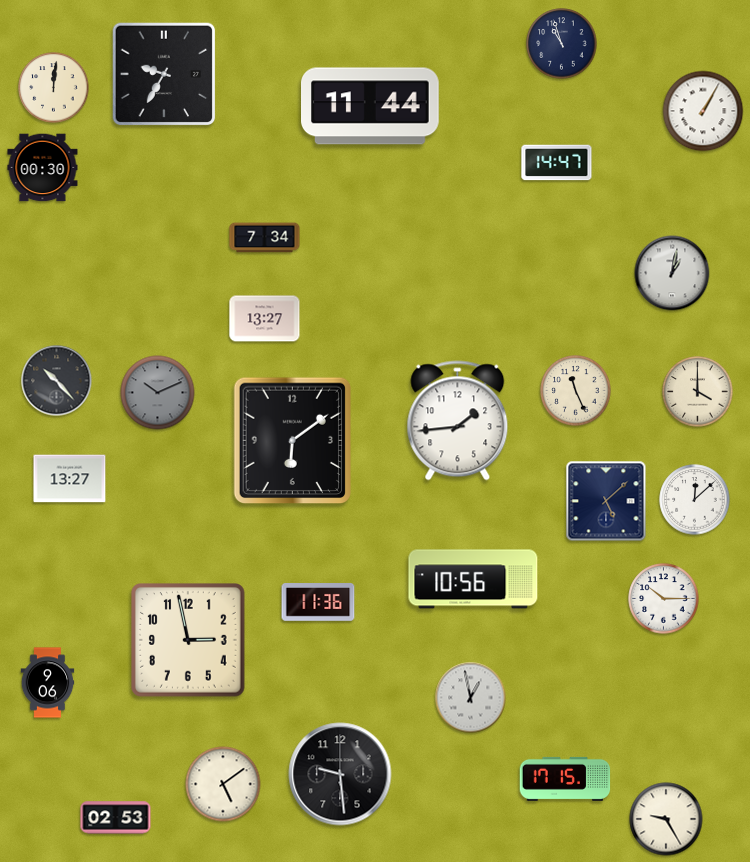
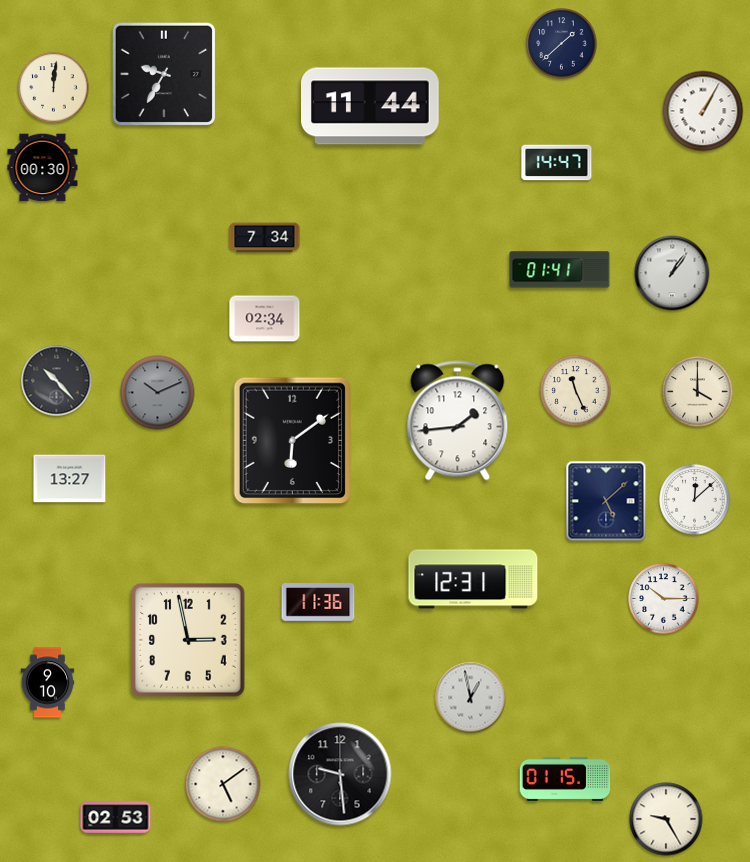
clock at (562, 44): 10:57 -> 1:38
clock at (560, 270): none -> 01:41
clock at (672, 273): 1:02 -> 1:06
clock at (265, 319): 13:27 -> 02:34
clock at (473, 579): 10:56 -> 12:31
clock at (48, 683): 9:06 -> 9:10
clock at (565, 779): 17:15 -> 01:15
